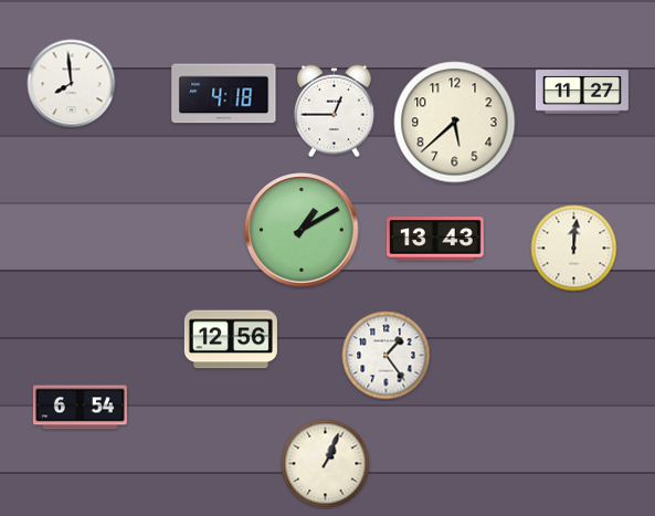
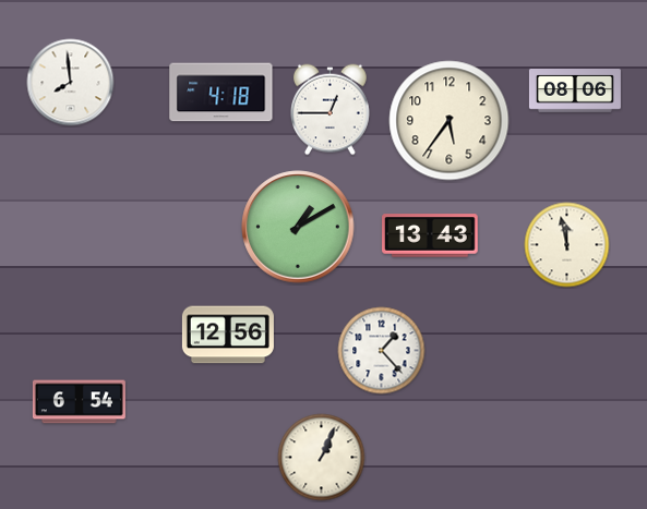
clock at (582, 93): 11:27 -> 08:06
clock at (455, 123): 5:38 -> 5:36
clock at (574, 249): 12:01 -> 11:58
clock at (387, 356): 1:24 -> 1:23
